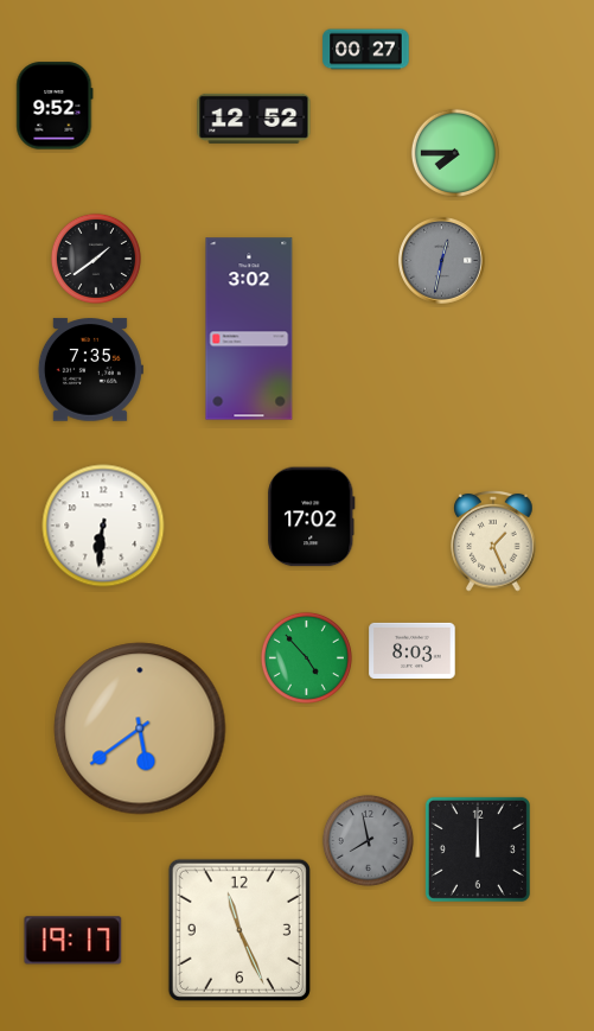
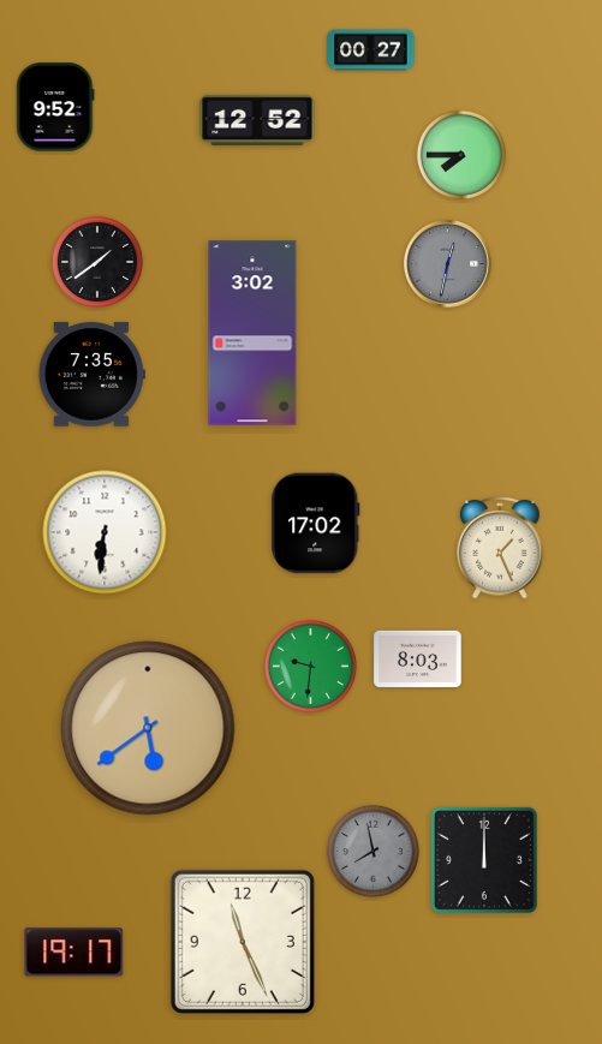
clock at (306, 657): 4:53 -> 9:31
clock at (140, 728) position: (140, 728) -> (148, 728)
